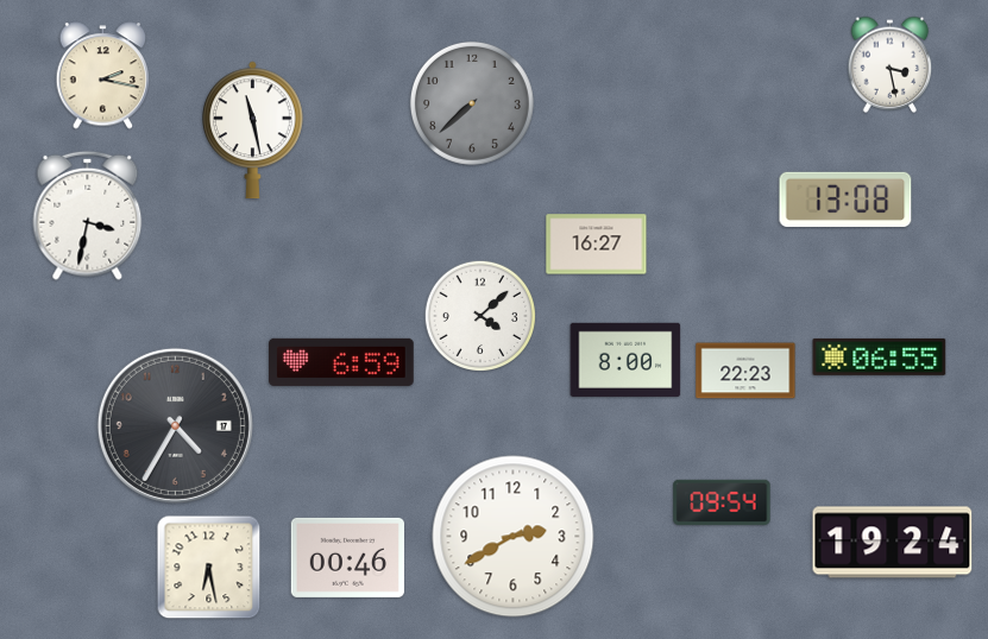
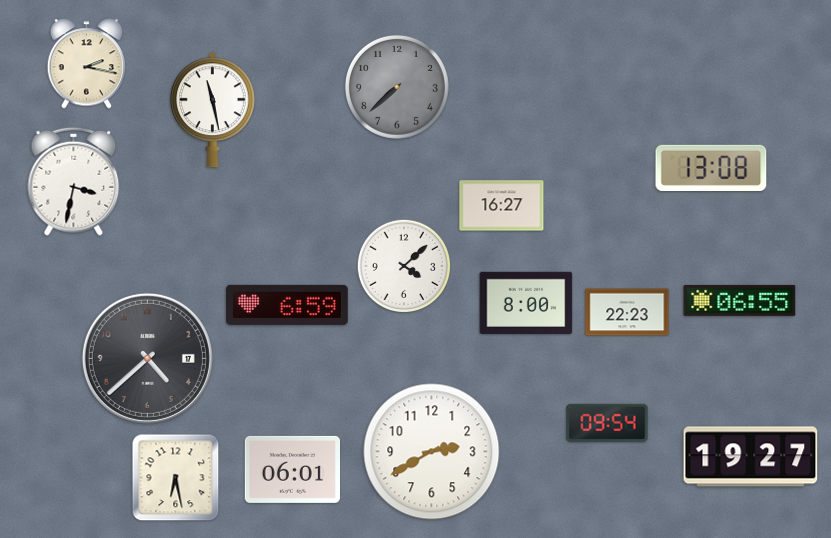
clock at (891, 64): 3:28 -> none
clock at (175, 425): 4:35 -> 4:38
clock at (893, 543): 19:24 -> 19:27
clock at (347, 557): 00:46 -> 06:01
